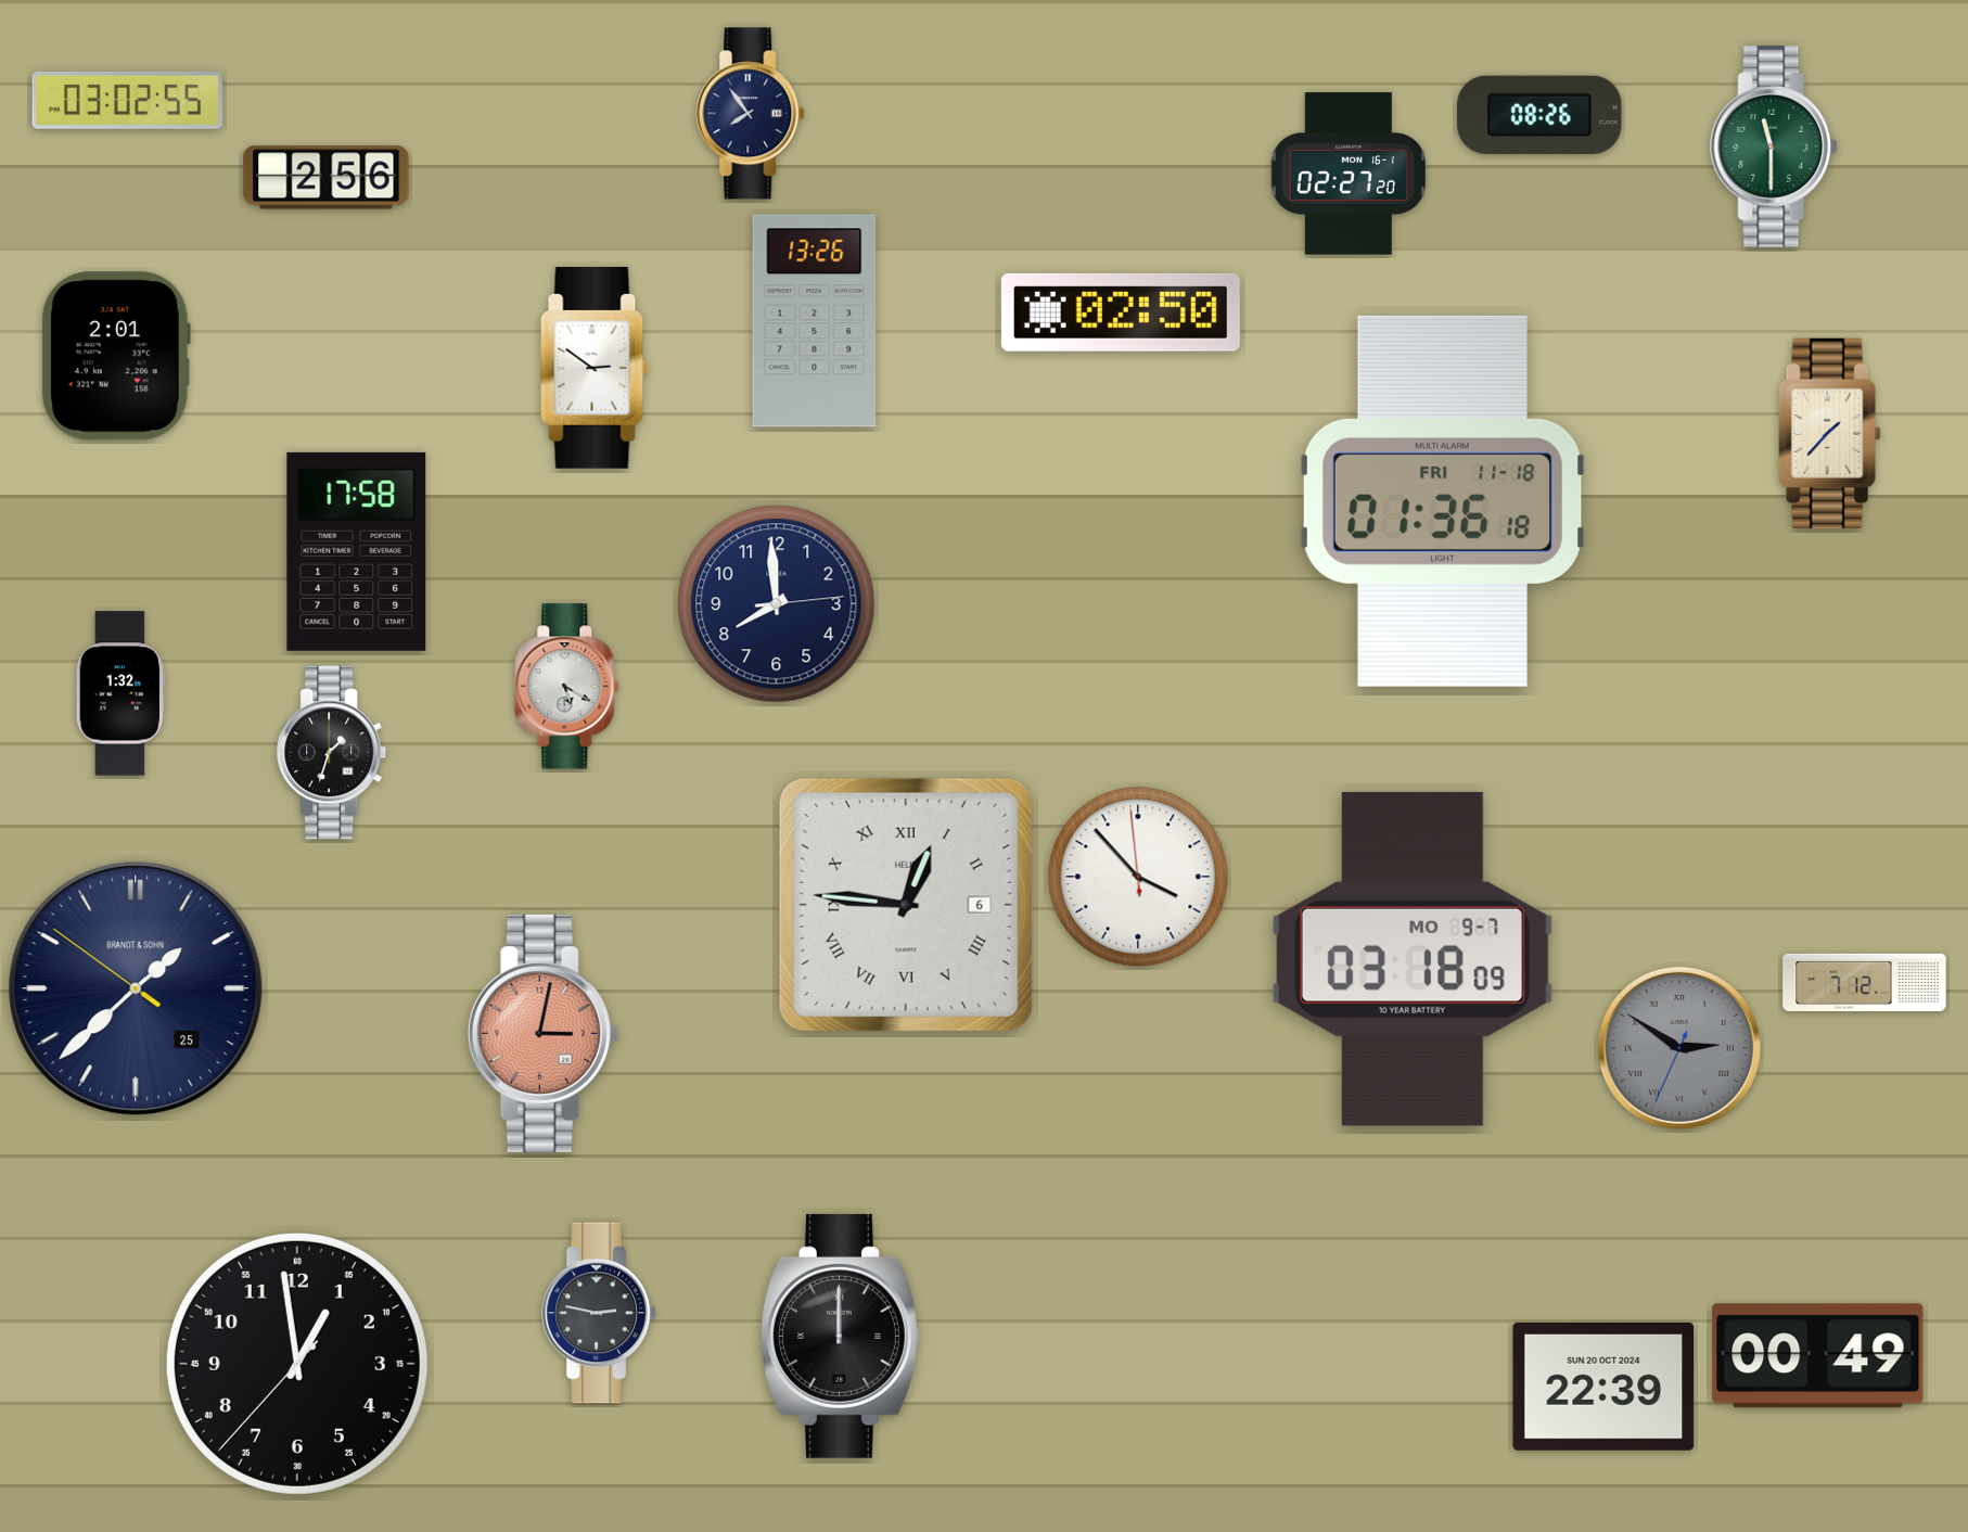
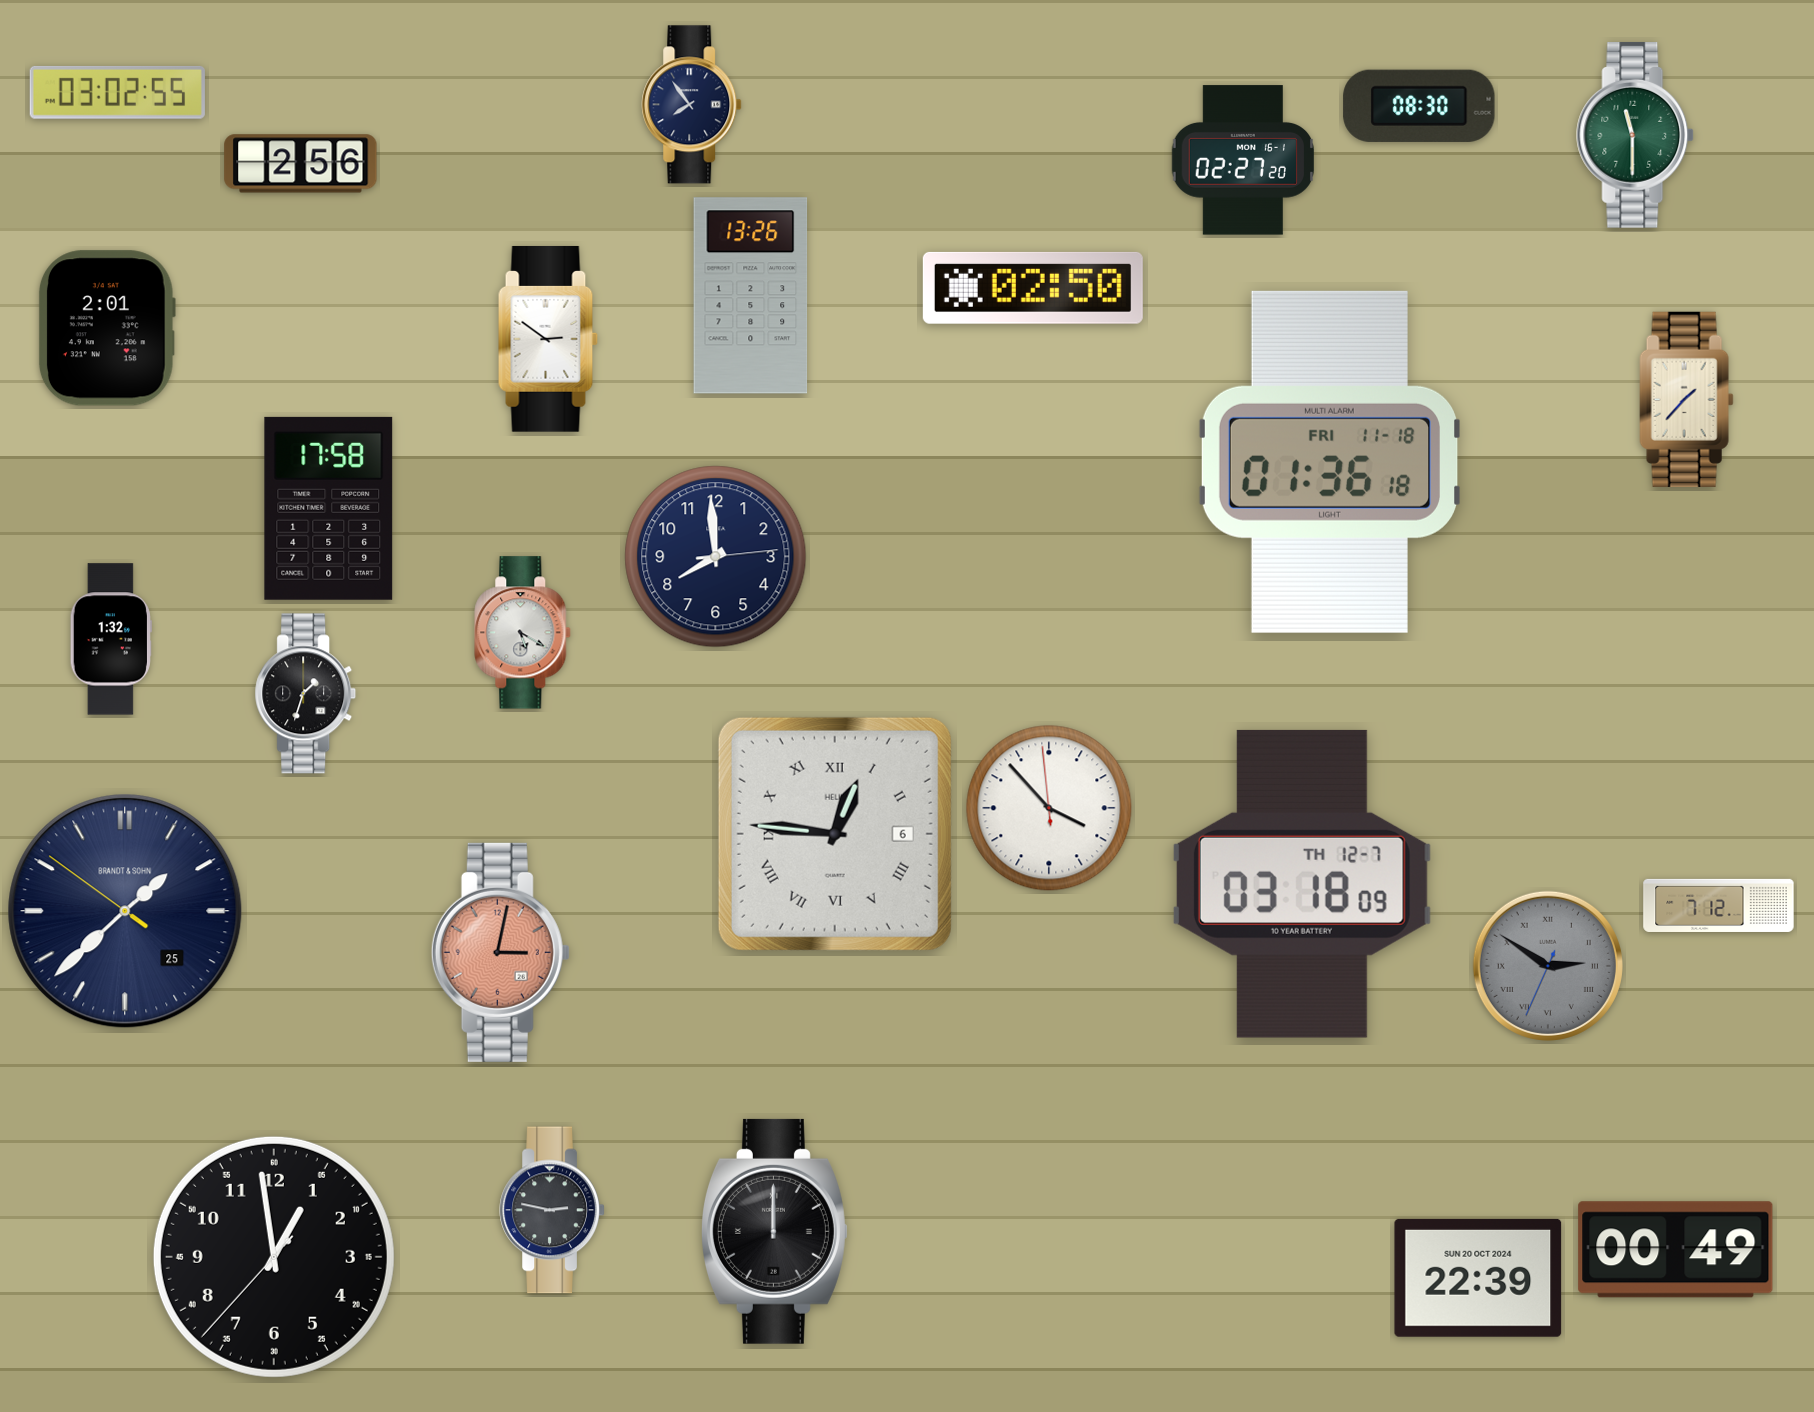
clock at (1539, 115): 08:26 -> 08:30
clock at (1413, 959) date: MO 9-7 -> TH 12-7
